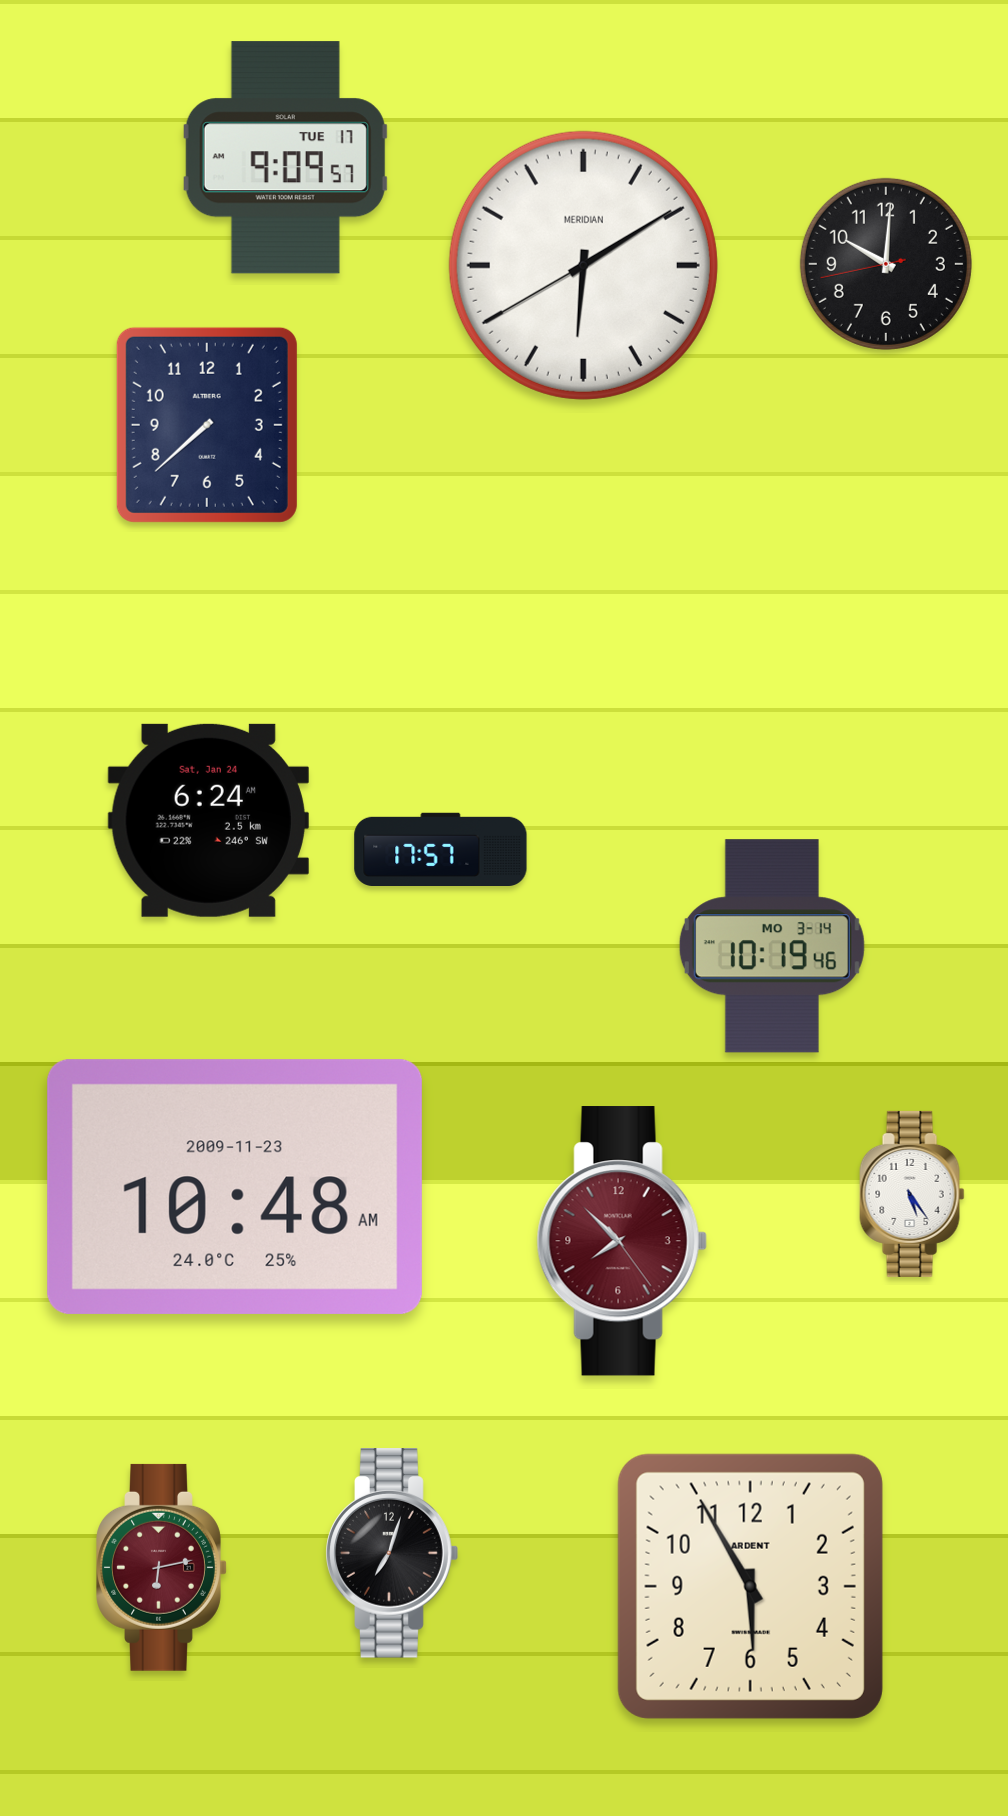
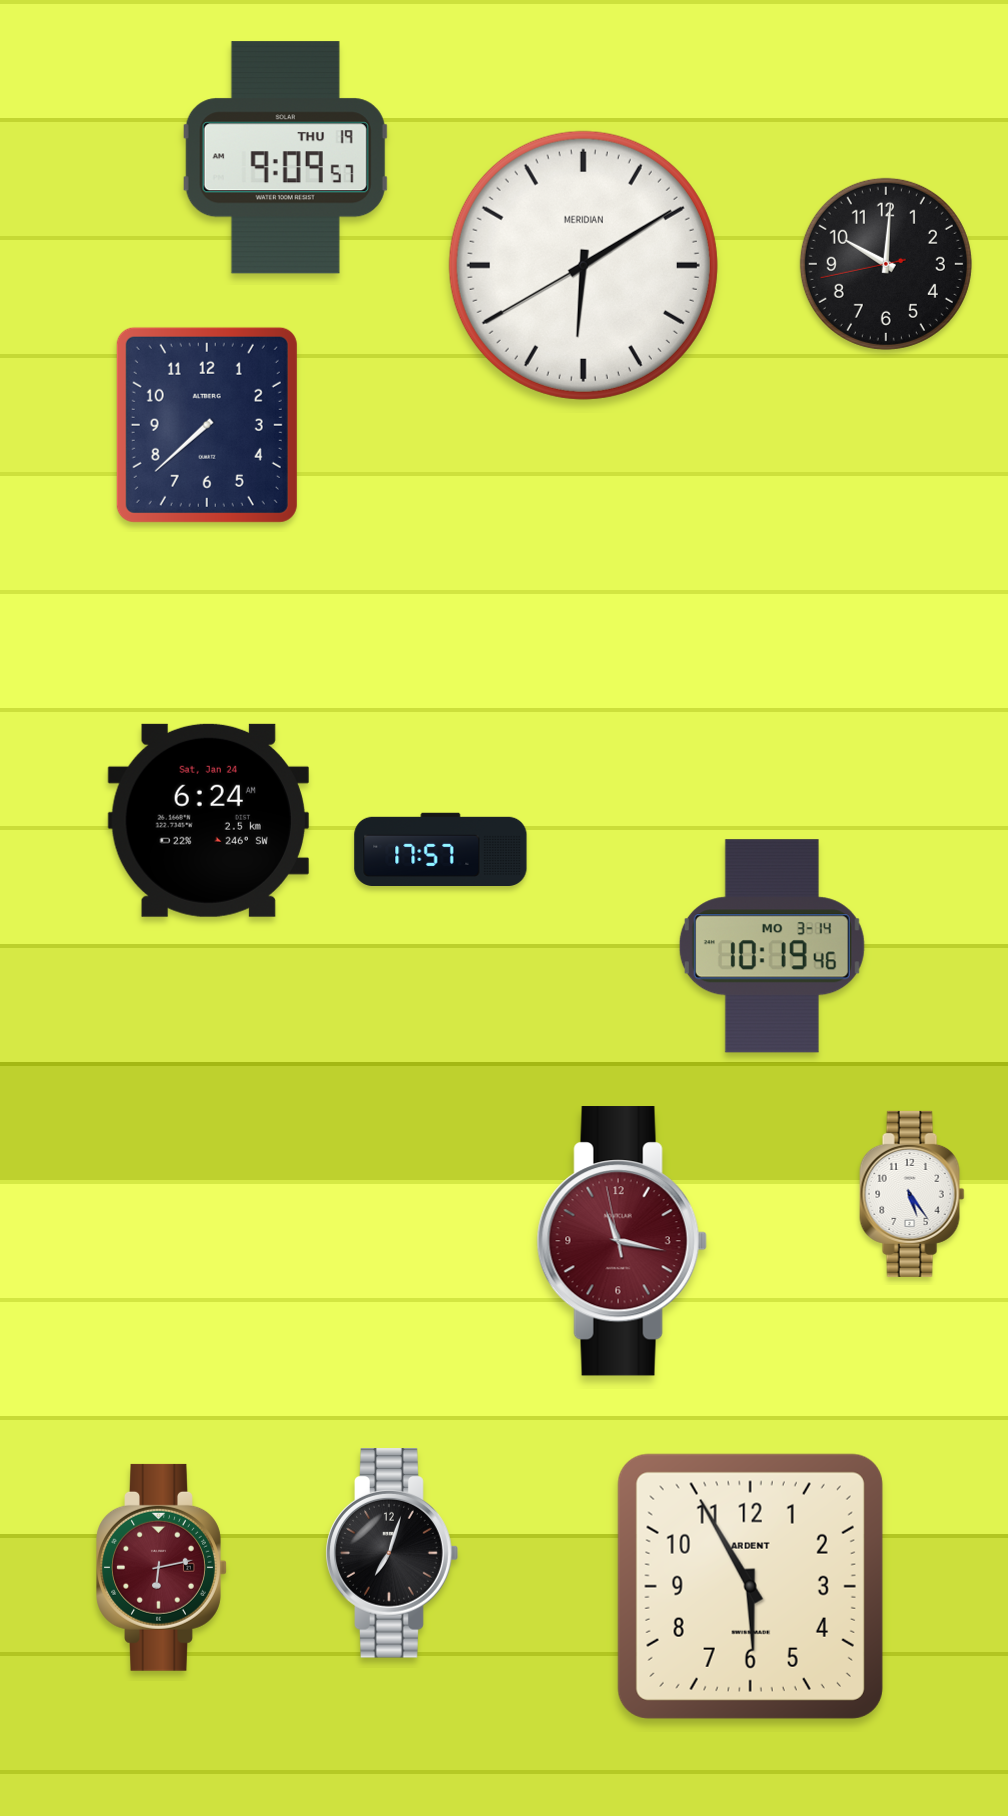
clock at (285, 158) date: TUE 17 -> THU 19
clock at (235, 1187): 10:48 -> none
clock at (622, 1241): 7:52 -> 11:16
